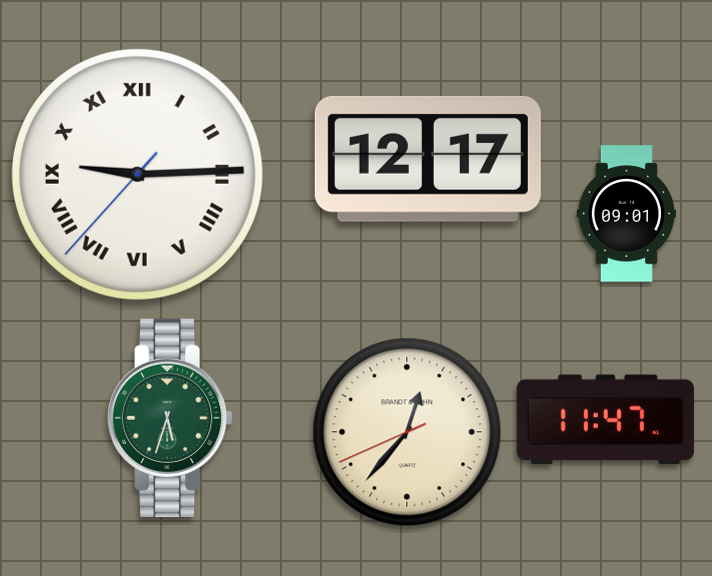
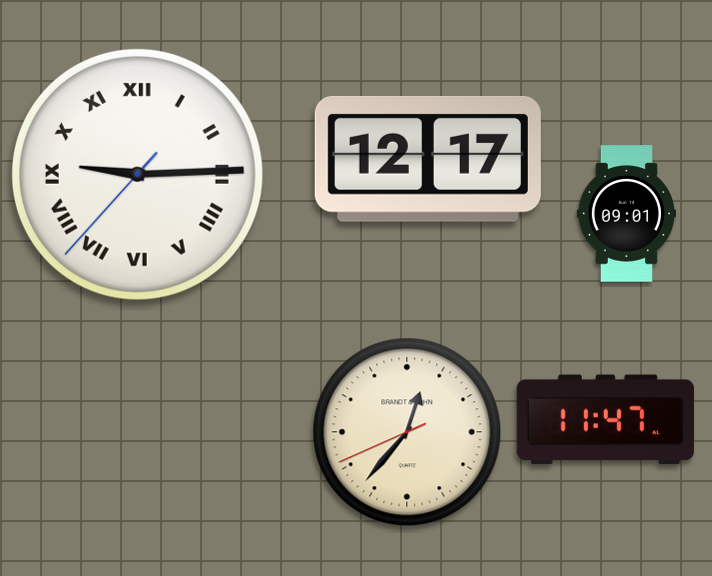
clock at (170, 418): 5:33 -> none
